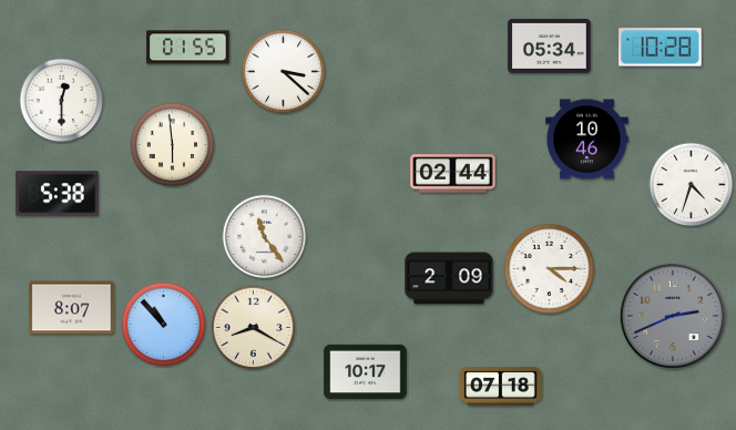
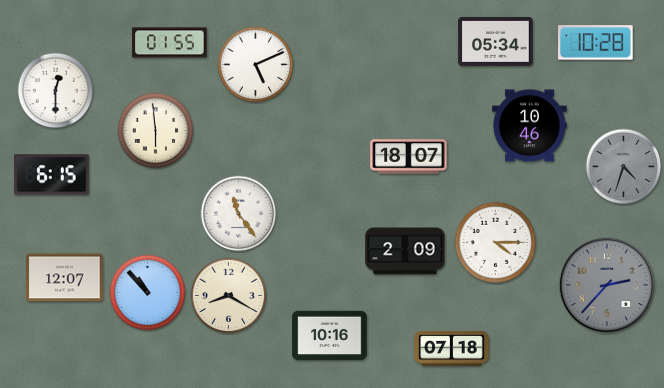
clock at (284, 72): 3:22 -> 5:11
clock at (453, 174): 02:44 -> 18:07
clock at (692, 185) dial: white -> grey
clock at (58, 194): 5:38 -> 6:15
clock at (72, 308): 8:07 -> 12:07
clock at (673, 316): 2:41 -> 2:37
clock at (366, 372): 10:17 -> 10:16
